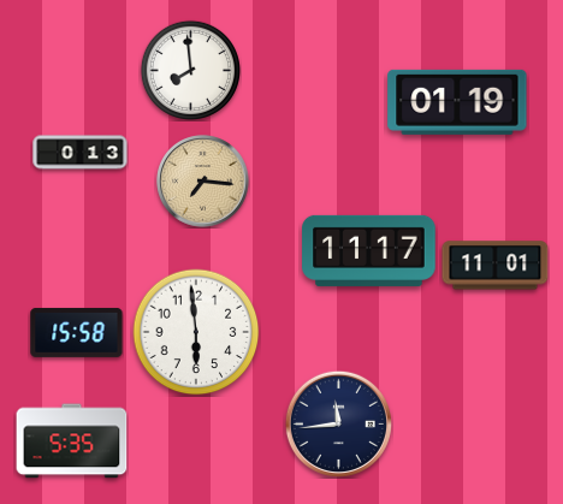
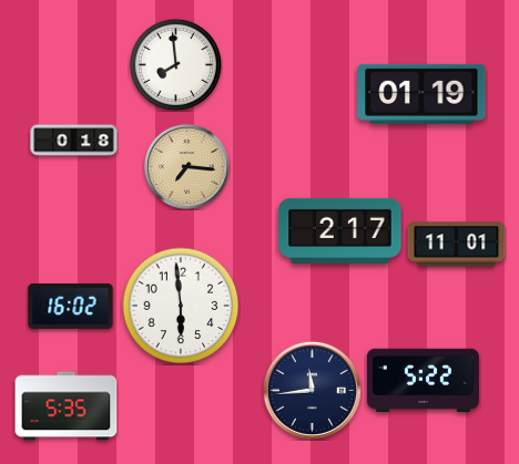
clock at (81, 153): 0:13 -> 0:18
clock at (369, 250): 11:17 -> 2:17
clock at (77, 332): 15:58 -> 16:02
clock at (423, 381): none -> 5:22
